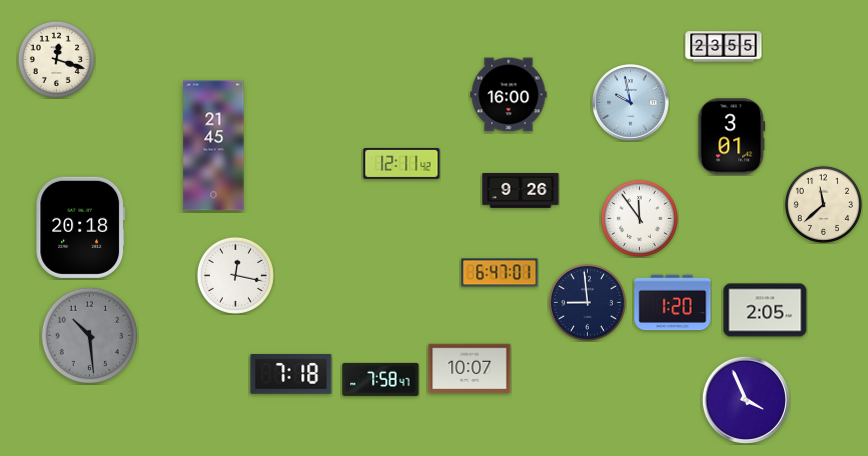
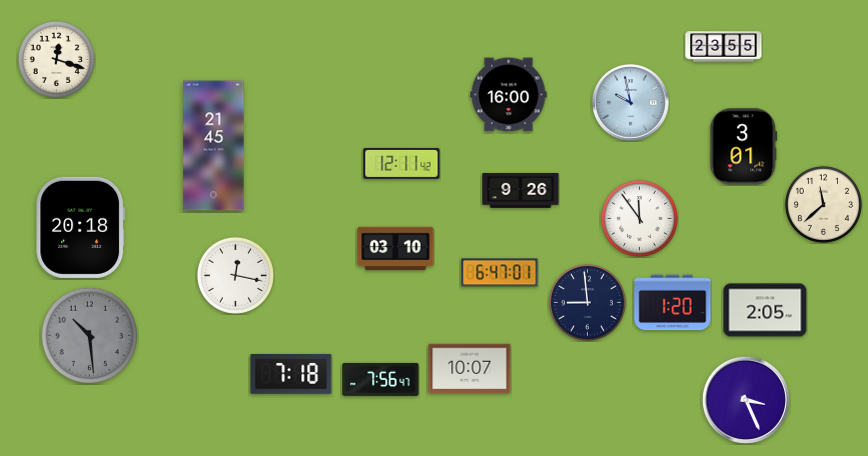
clock at (732, 137) position: (732, 137) -> (744, 147)
clock at (396, 249): none -> 03:10
clock at (381, 379): 7:58 -> 7:56
clock at (746, 400): 3:56 -> 3:26
